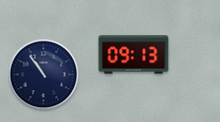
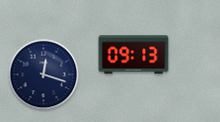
clock at (44, 75): 10:54 -> 12:18
